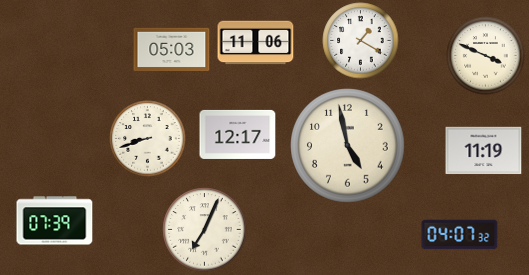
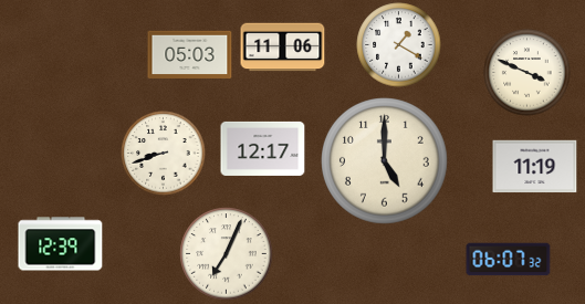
clock at (486, 56) position: (486, 56) -> (527, 73)
clock at (348, 146): 4:58 -> 5:00
clock at (55, 221): 07:39 -> 12:39
clock at (460, 235): 04:07 -> 06:07
